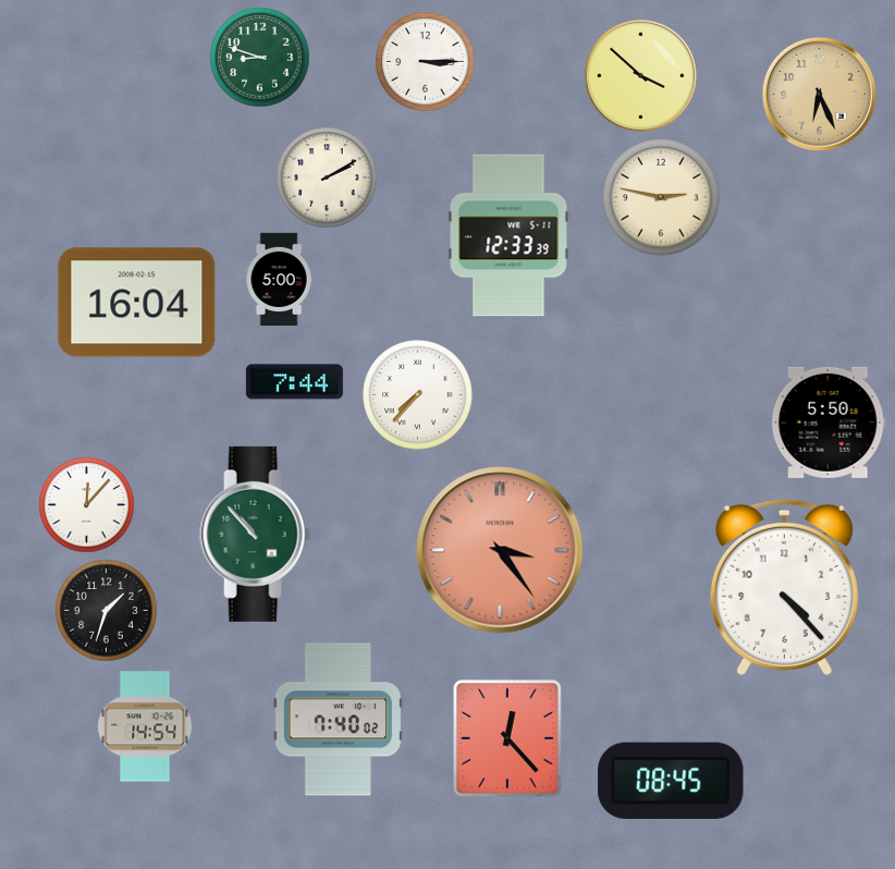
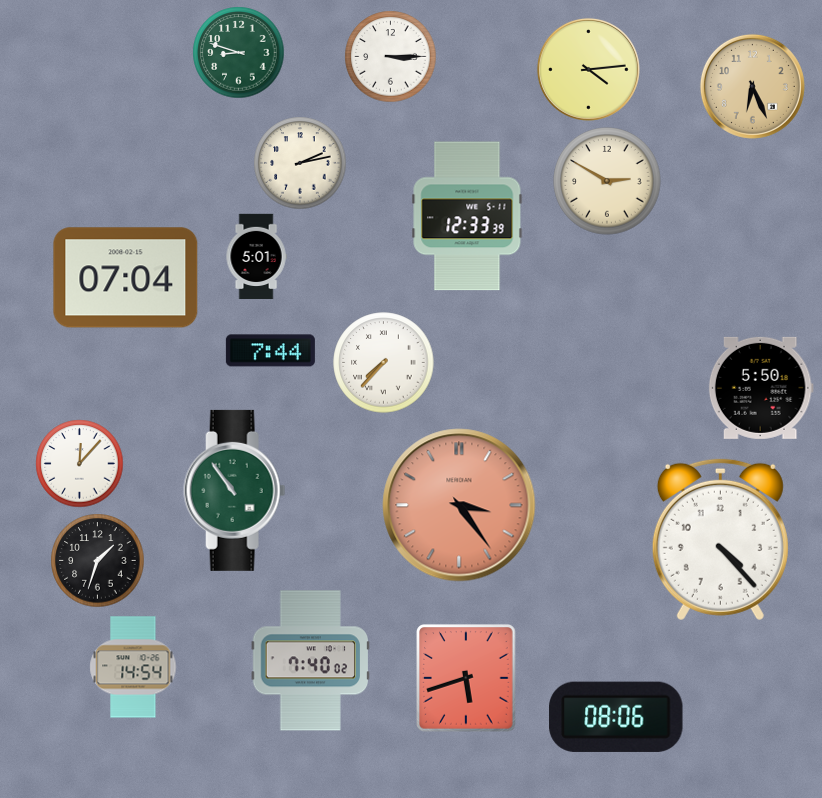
clock at (640, 75): 3:52 -> 4:14
clock at (327, 178): 2:10 -> 2:13
clock at (661, 197): 2:47 -> 2:50
clock at (279, 280): 5:00 -> 5:01
clock at (137, 303): 16:04 -> 07:04
clock at (256, 534): 10:53 -> 10:54
clock at (507, 738): 12:23 -> 5:42
clock at (671, 781): 08:45 -> 08:06
